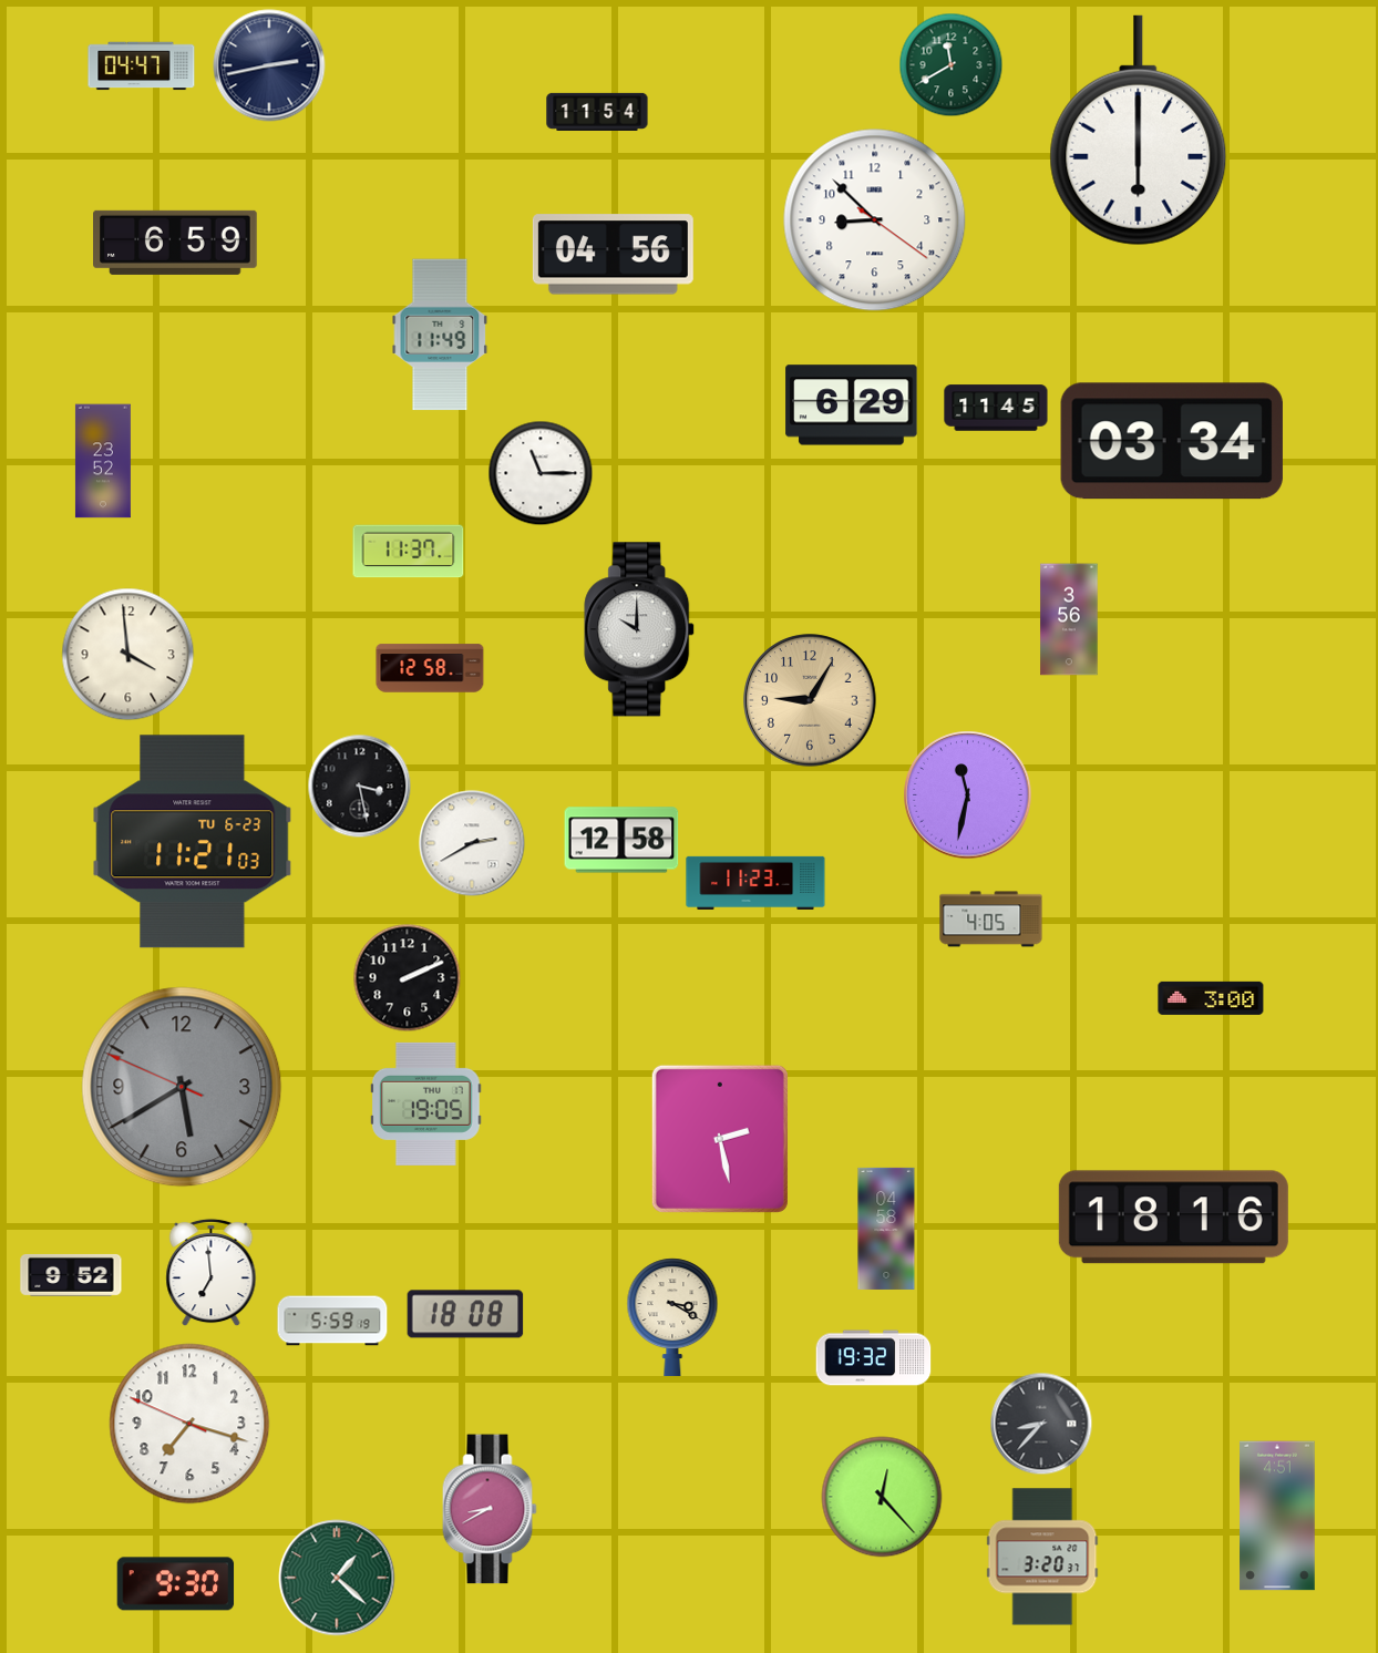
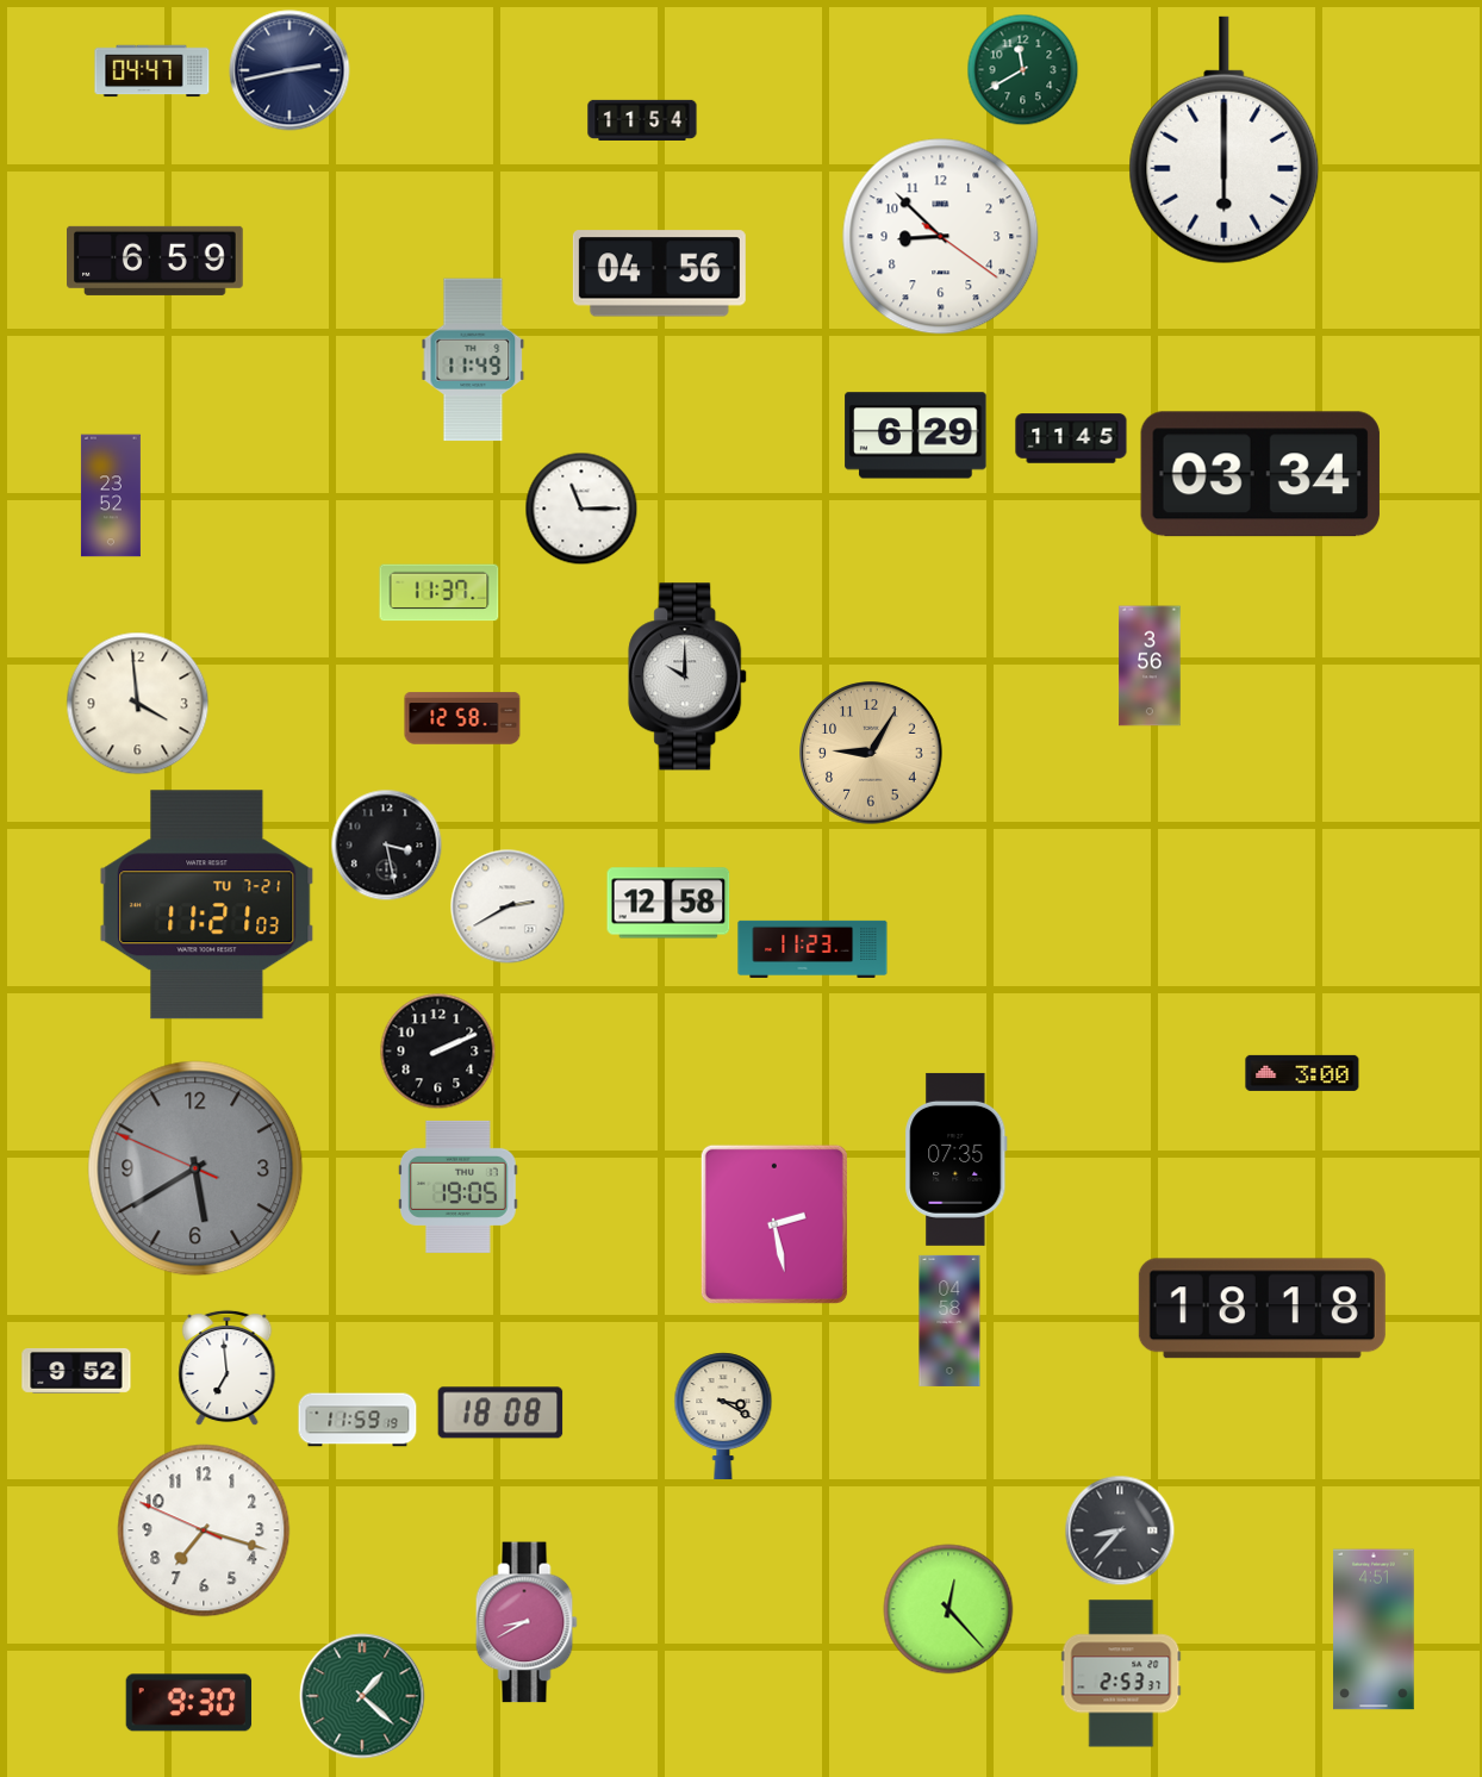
clock at (176, 243) position: (176, 243) -> (156, 261)
clock at (968, 795): 11:32 -> none
clock at (193, 842) date: TU 6-23 -> TU 7-21
clock at (991, 920): 4:05 -> none
clock at (957, 1159): none -> 07:35
clock at (1173, 1218): 18:16 -> 18:18
clock at (886, 1229) position: (886, 1229) -> (949, 1321)
clock at (332, 1321): 5:59 -> 11:59
clock at (874, 1358): 19:32 -> none
clock at (1042, 1557): 3:20 -> 2:53
